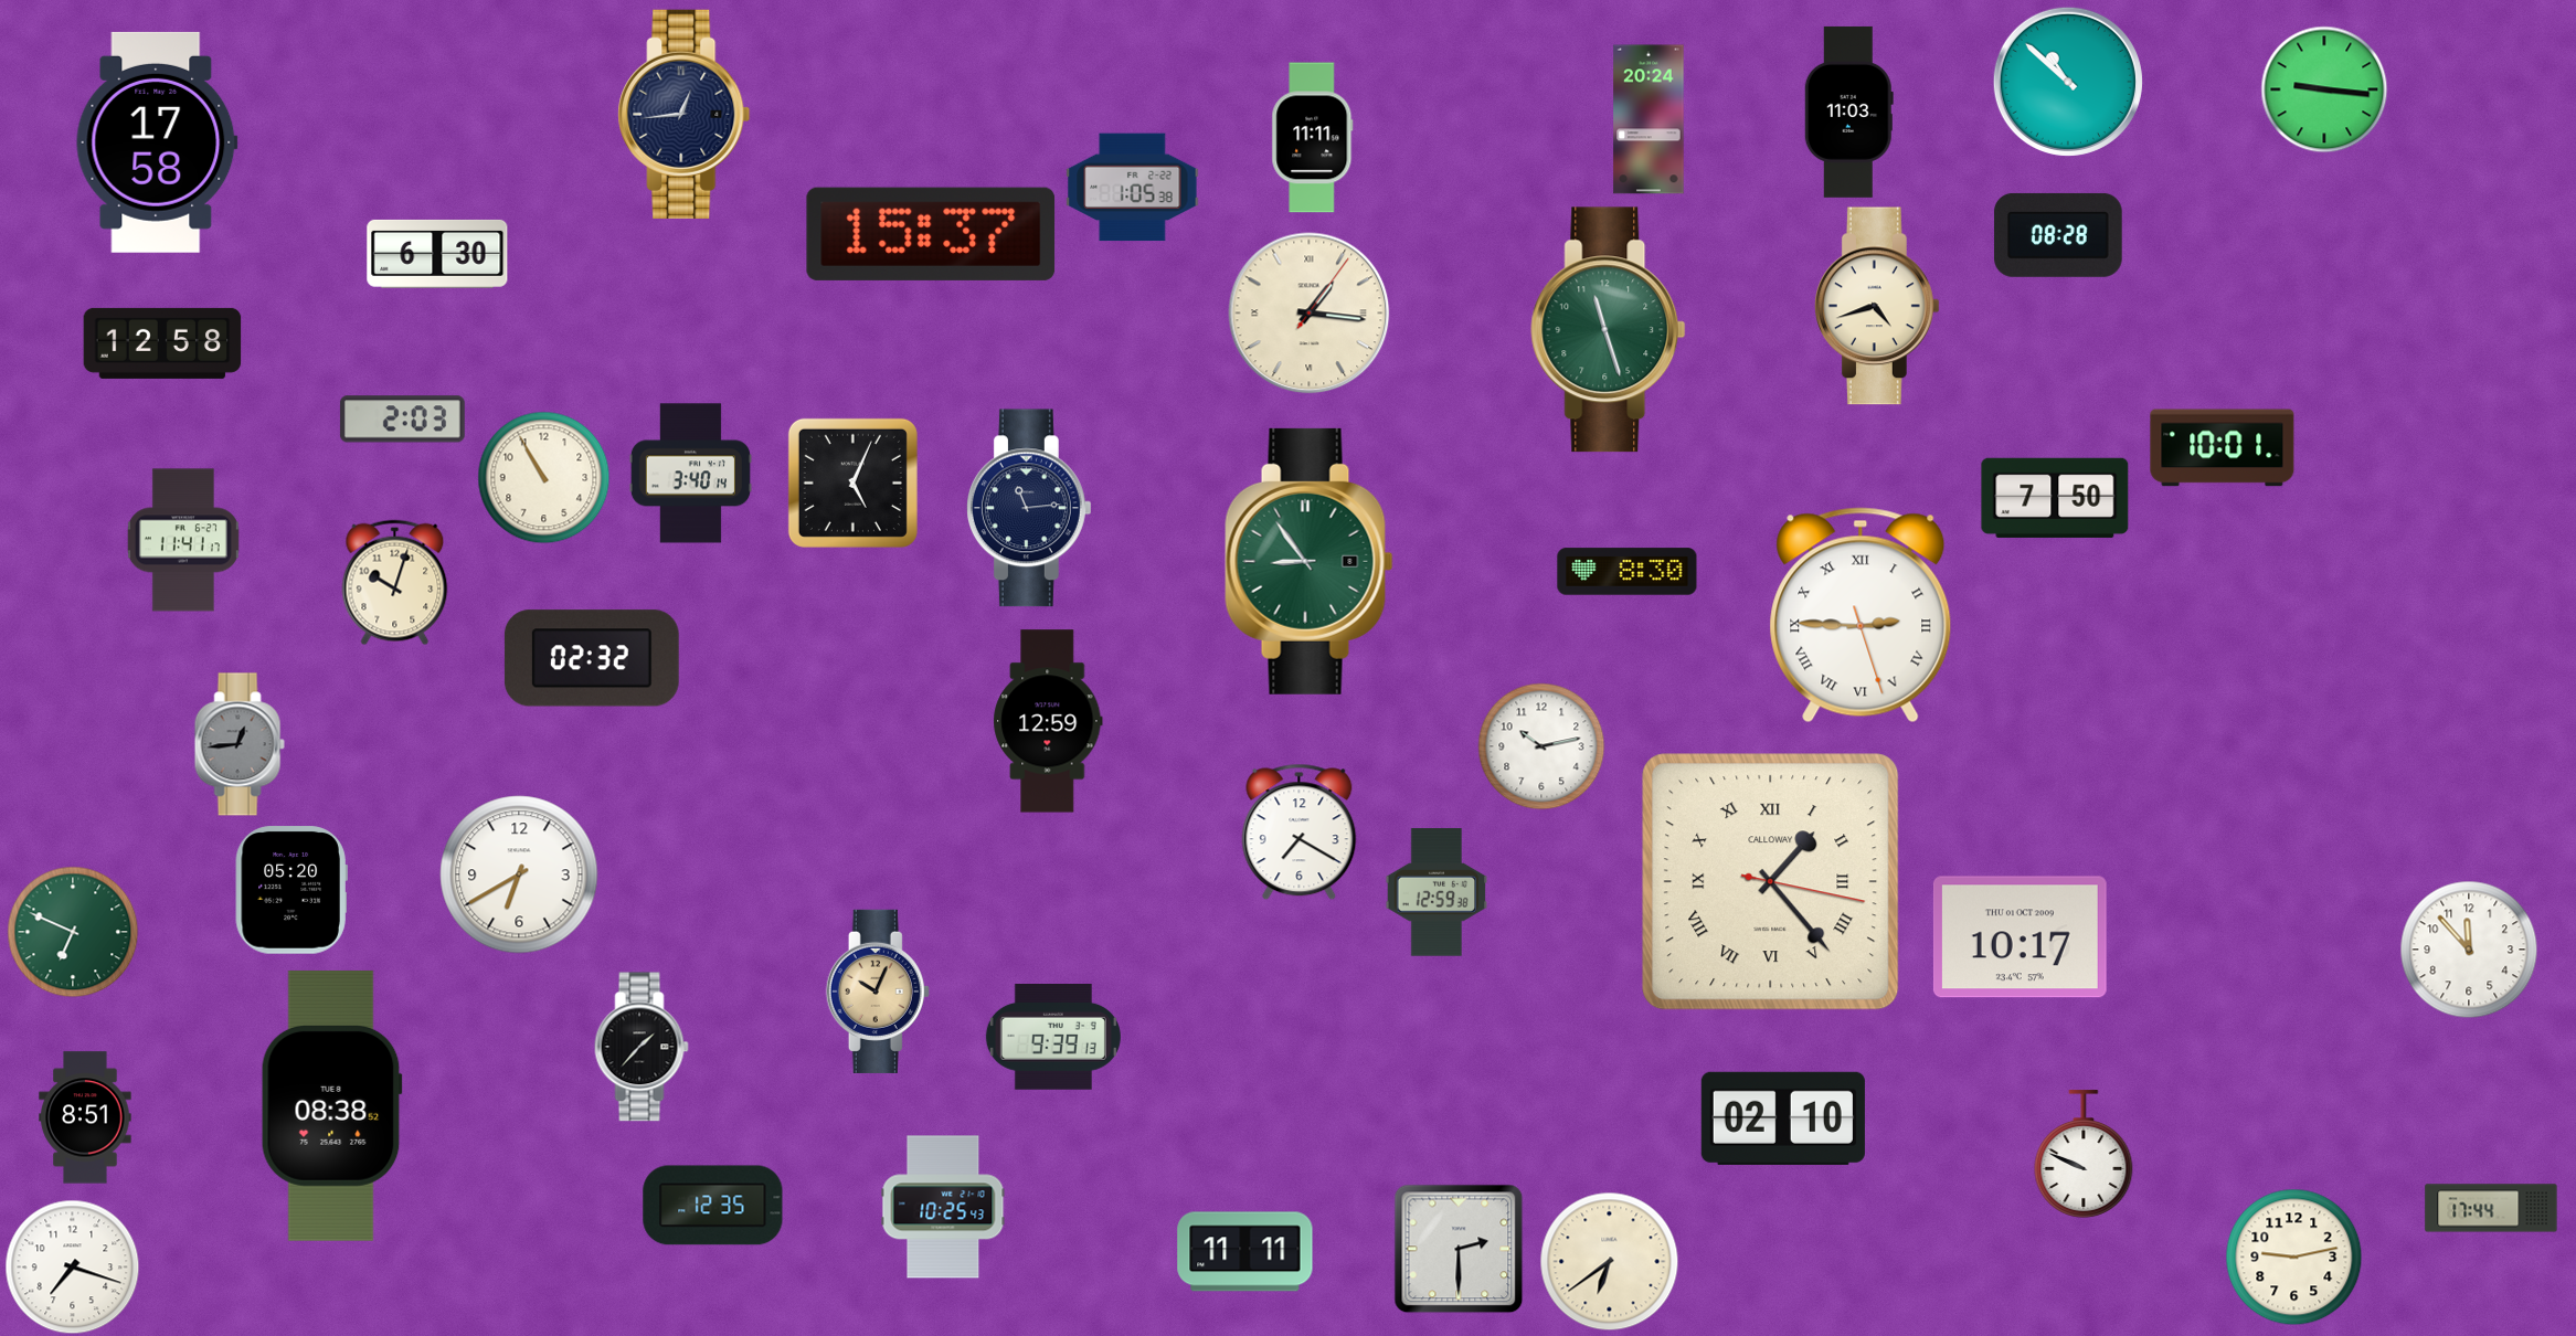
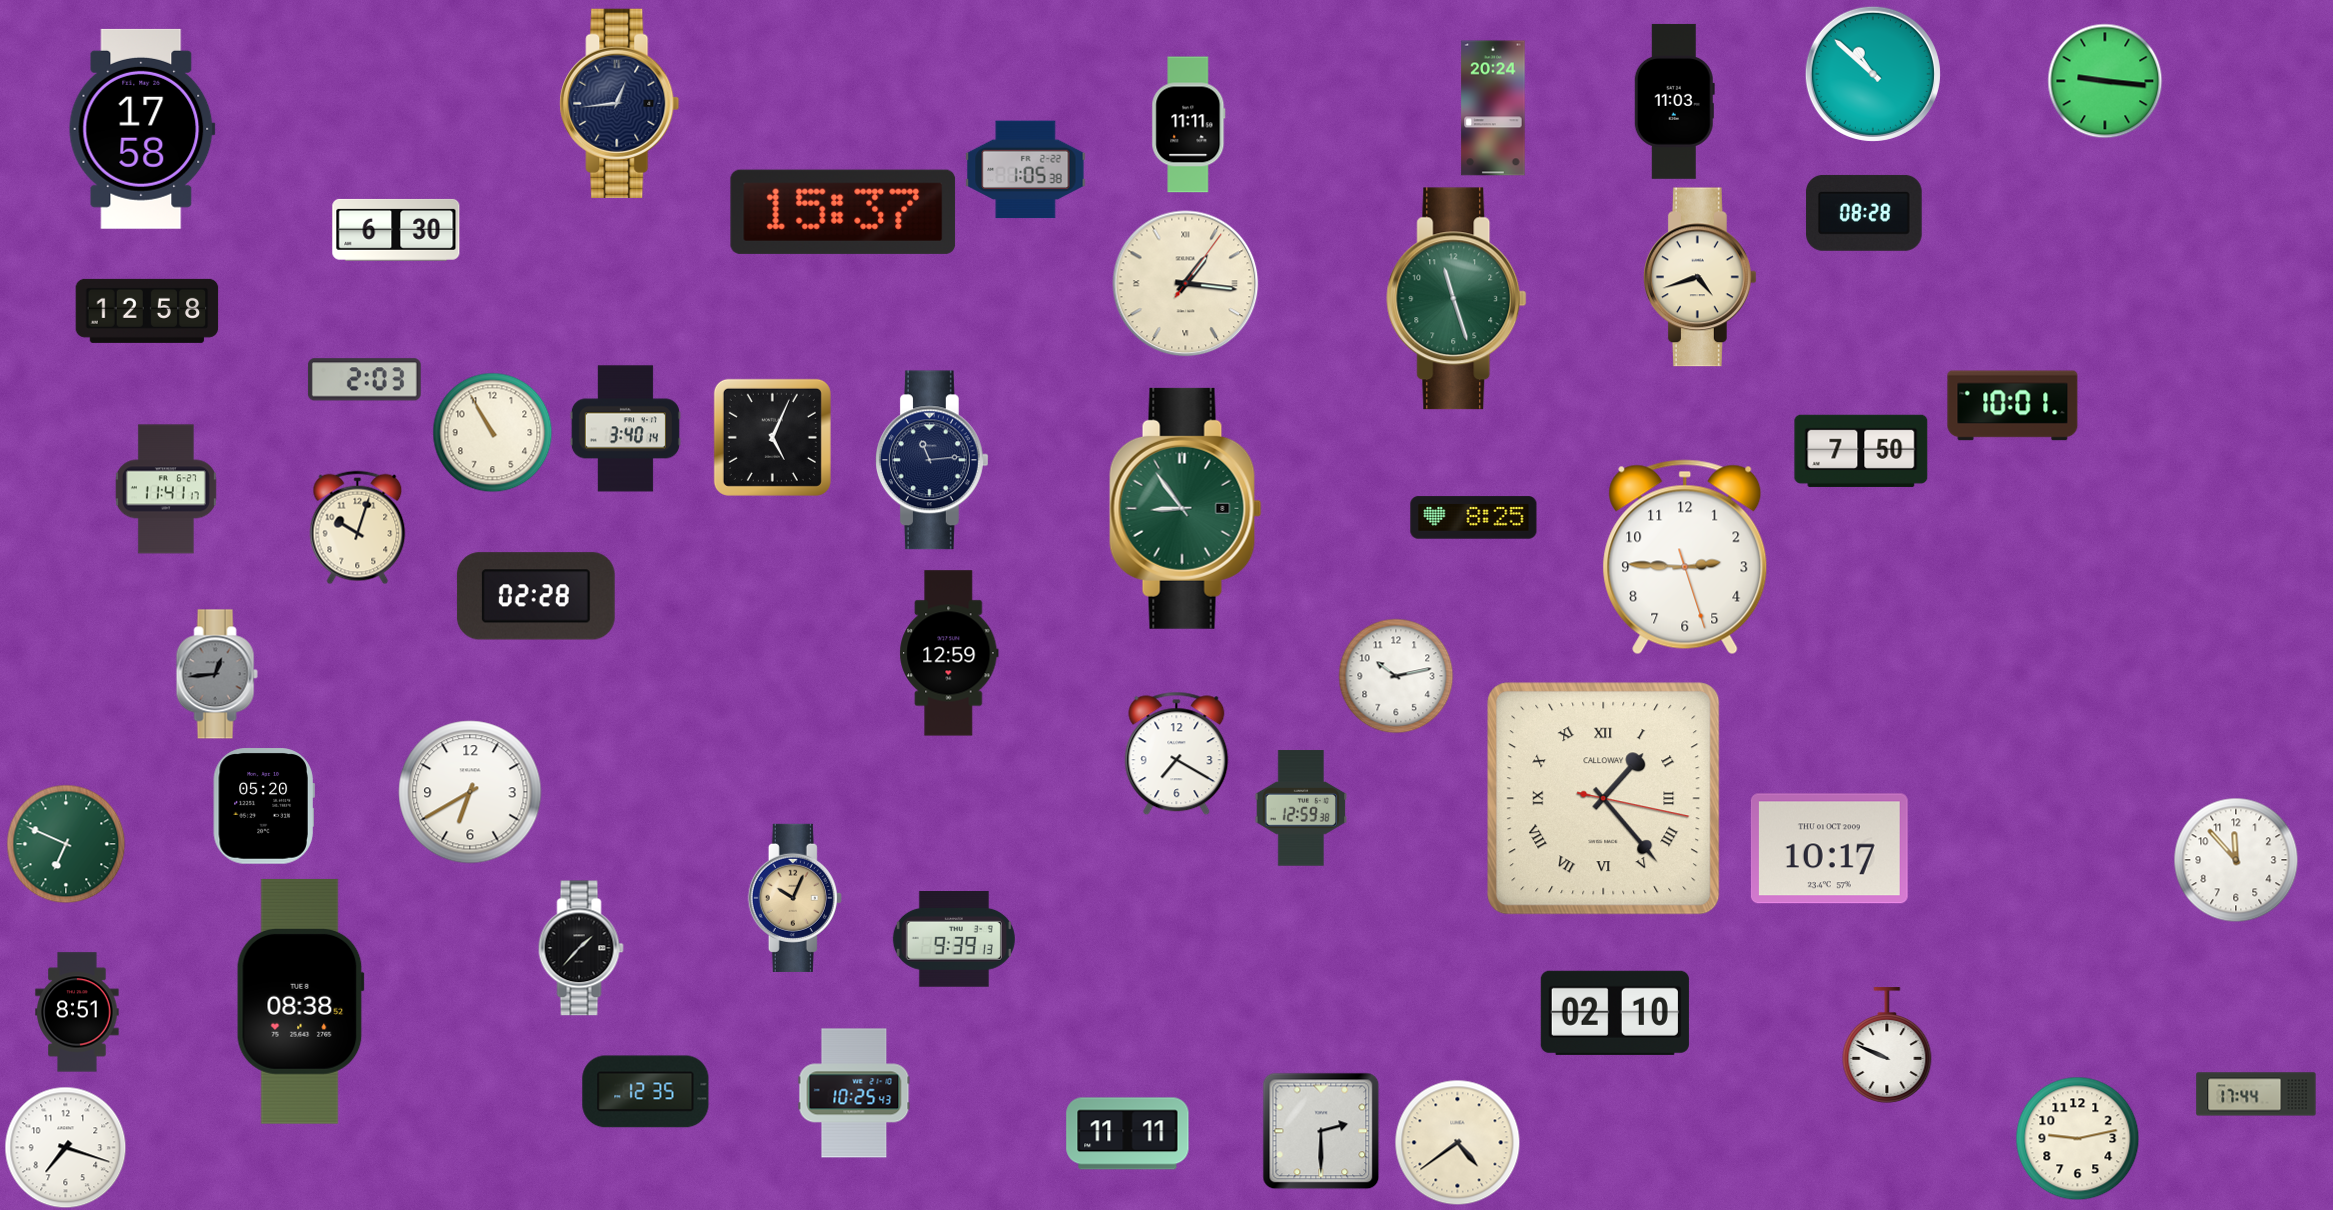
clock at (1628, 572): 8:30 -> 8:25
clock at (1861, 615) numerals: Roman -> Arabic
clock at (592, 658): 02:32 -> 02:28
clock at (1610, 1262): 6:39 -> 4:39
